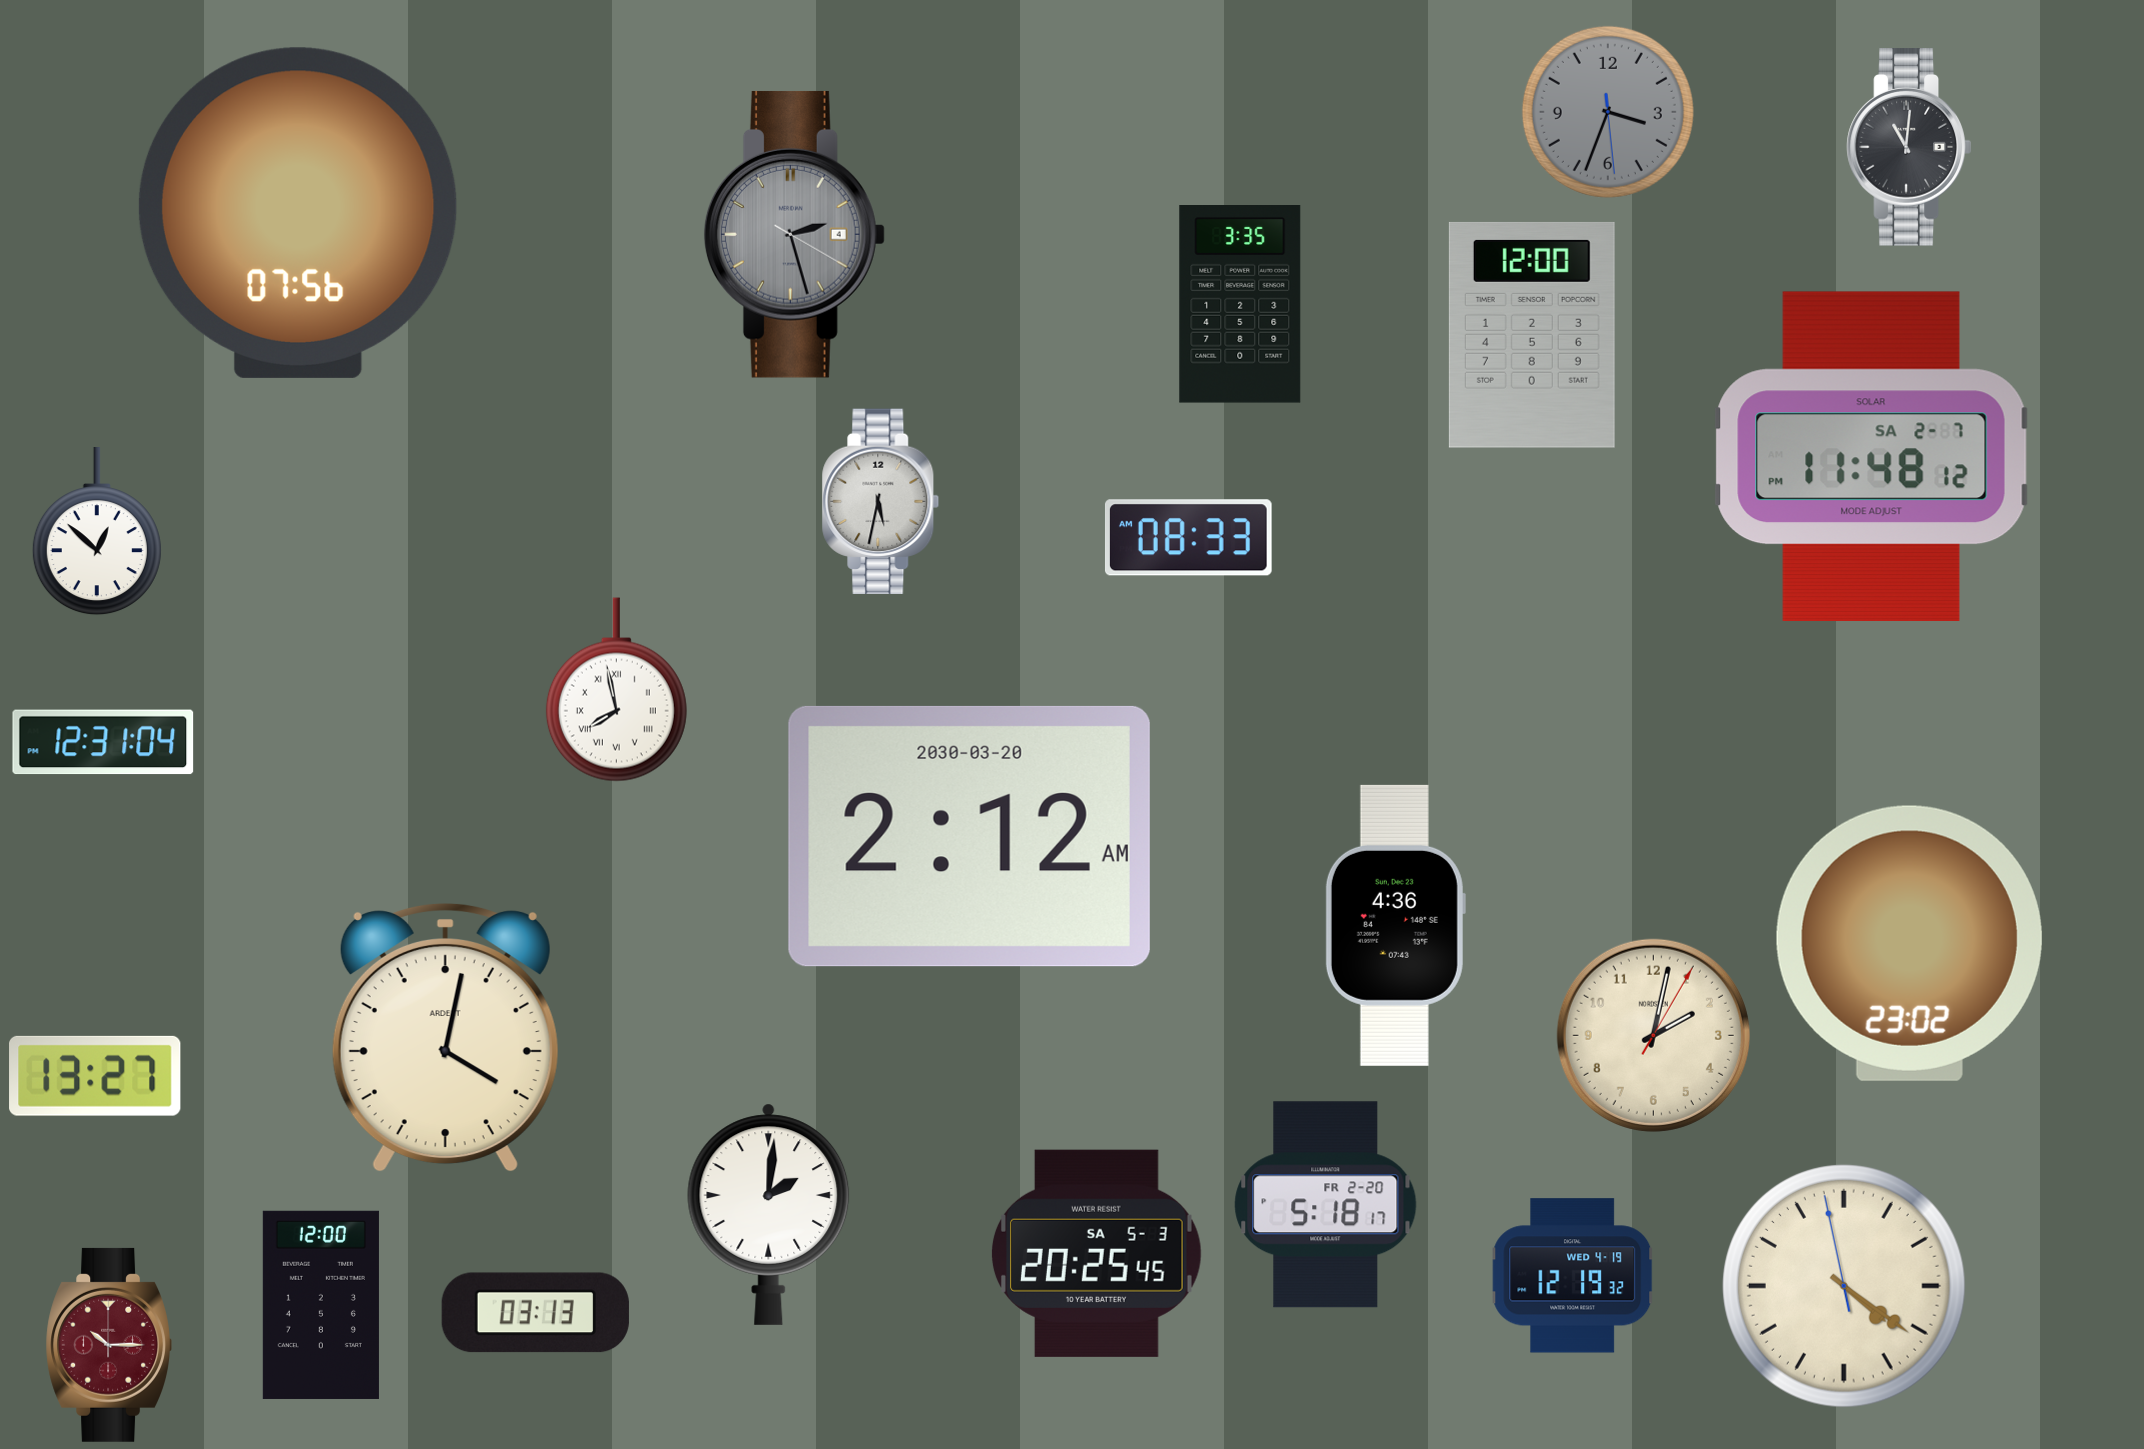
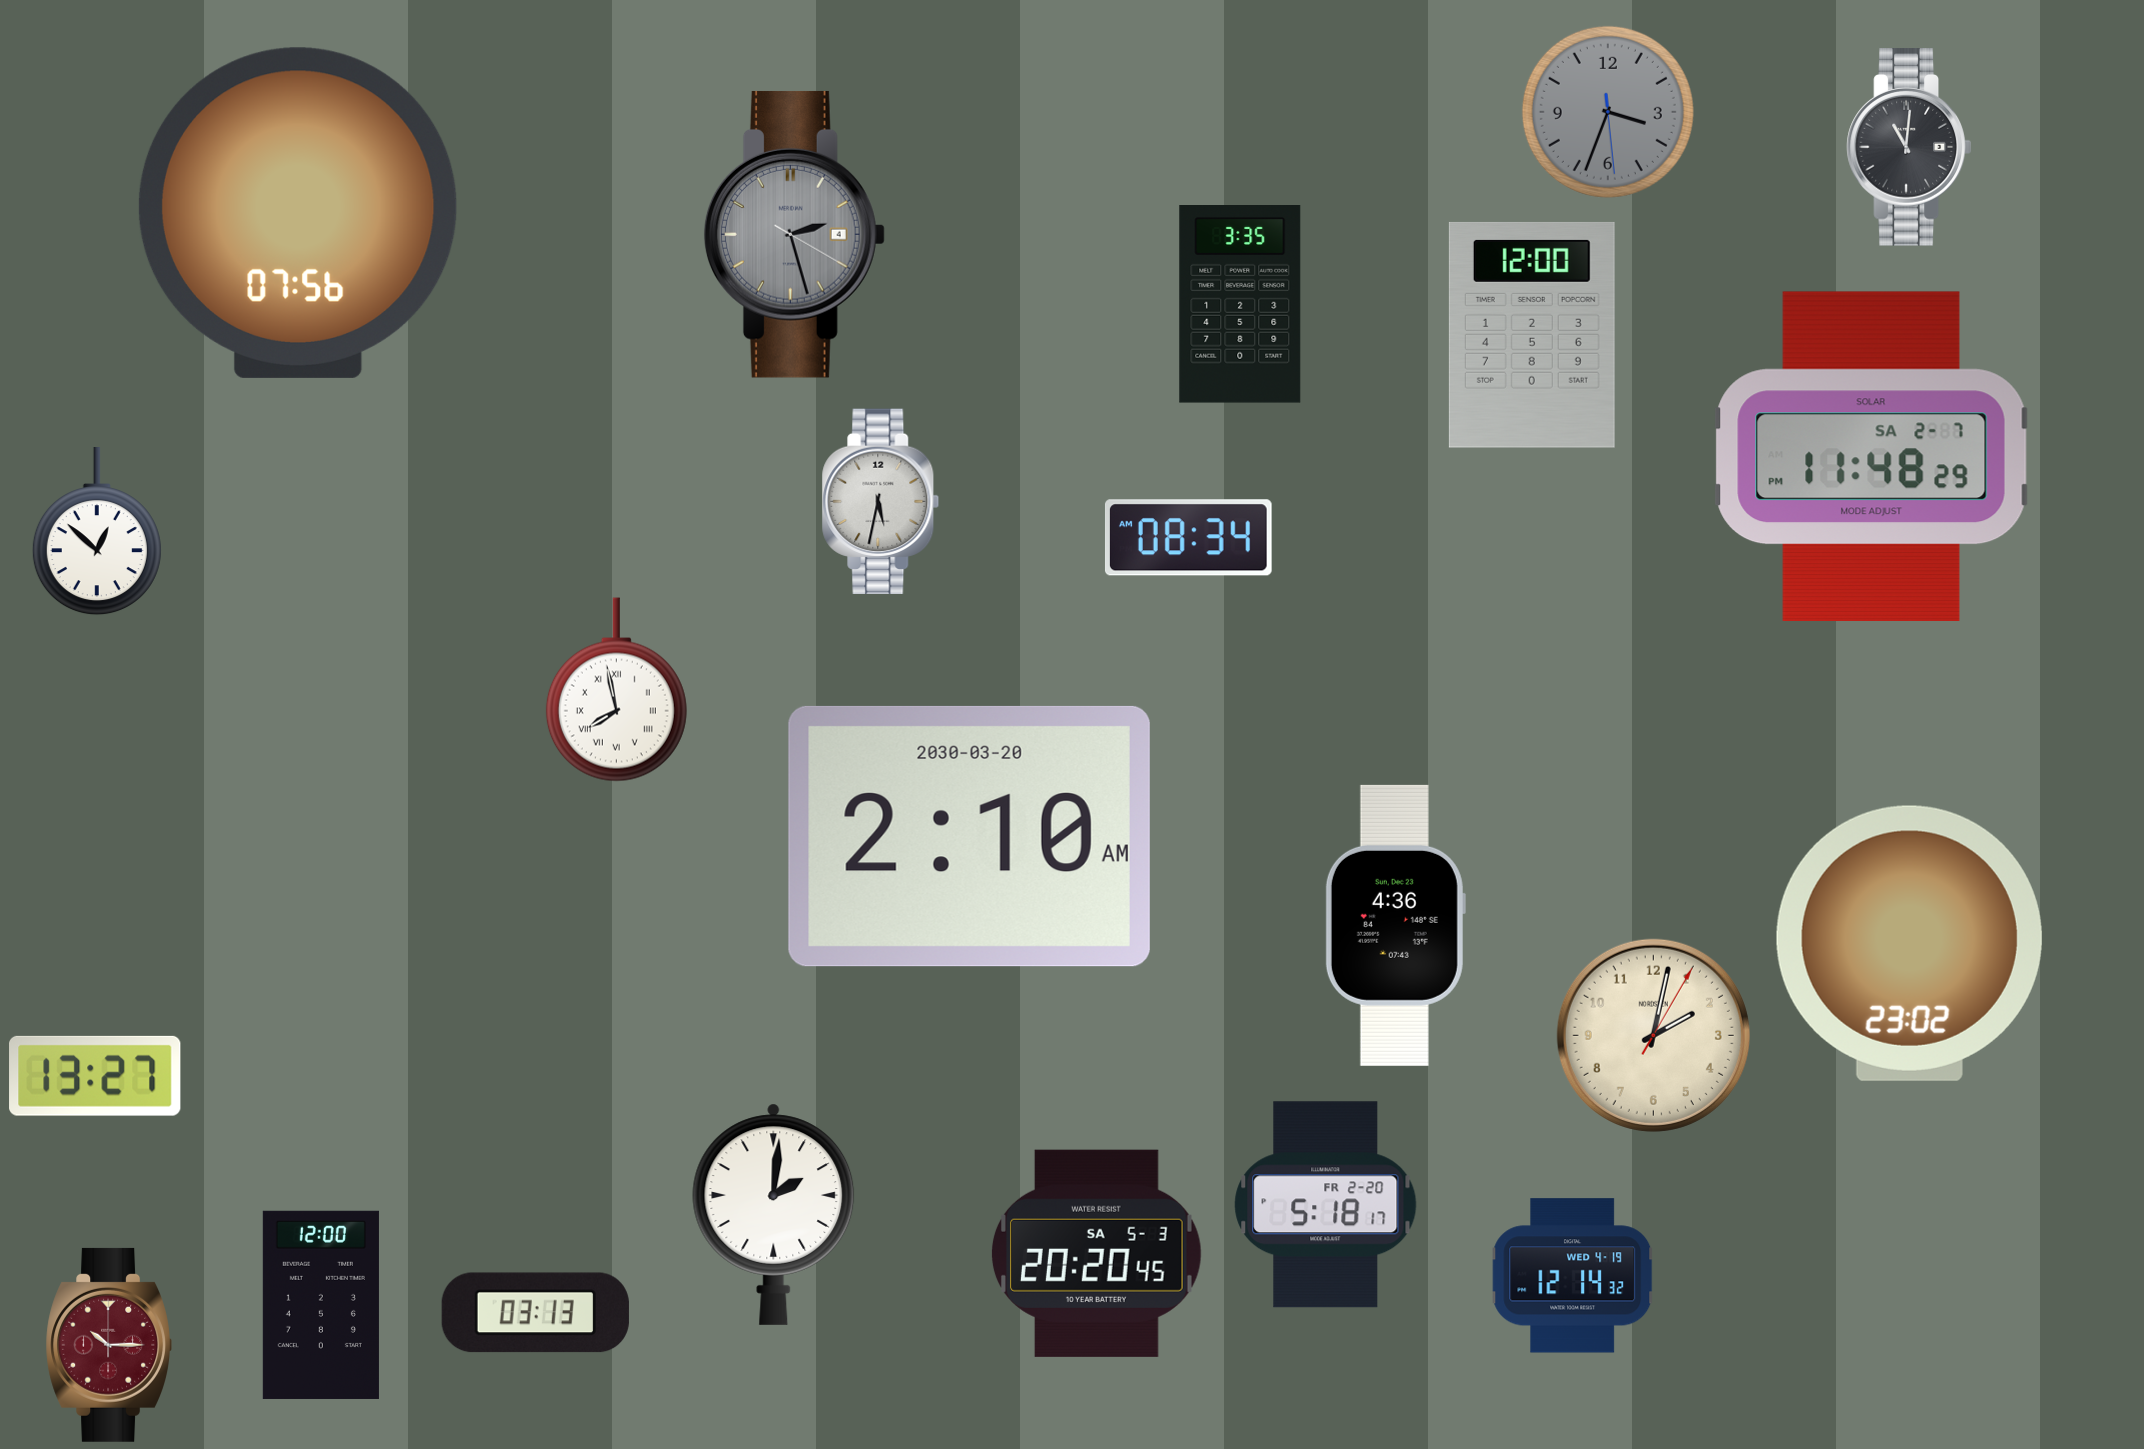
clock at (1872, 456): 11:48:12 PM -> 11:48:29 PM
clock at (1188, 538): 08:33 -> 08:34
clock at (103, 742): 12:31 -> none
clock at (969, 836): 2:12 -> 2:10
clock at (445, 1038): 4:02 -> none
clock at (769, 1214) position: (769, 1214) -> (774, 1214)
clock at (1097, 1253): 20:25 -> 20:20
clock at (1573, 1276): 12:19 -> 12:14
clock at (1844, 1286): 4:20 -> none
